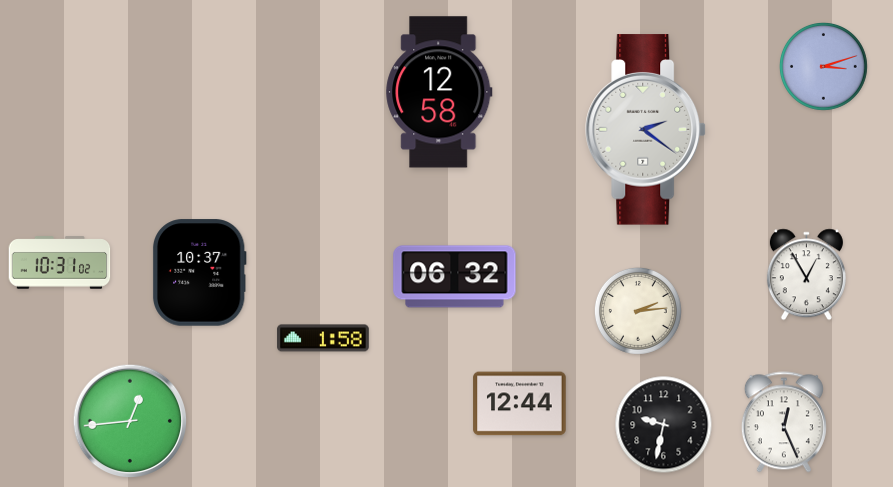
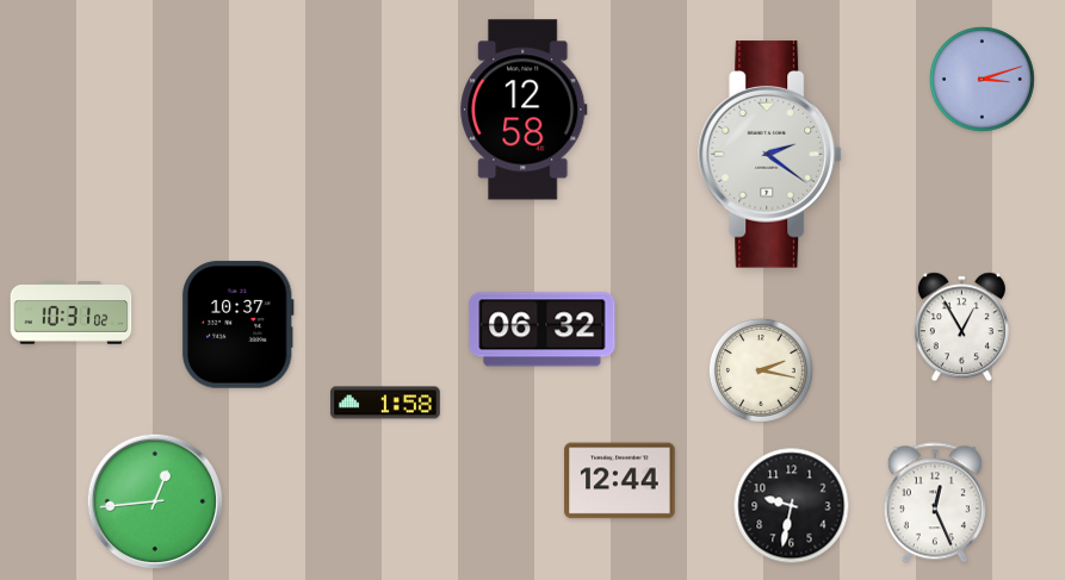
clock at (638, 311): 2:14 -> 2:17
